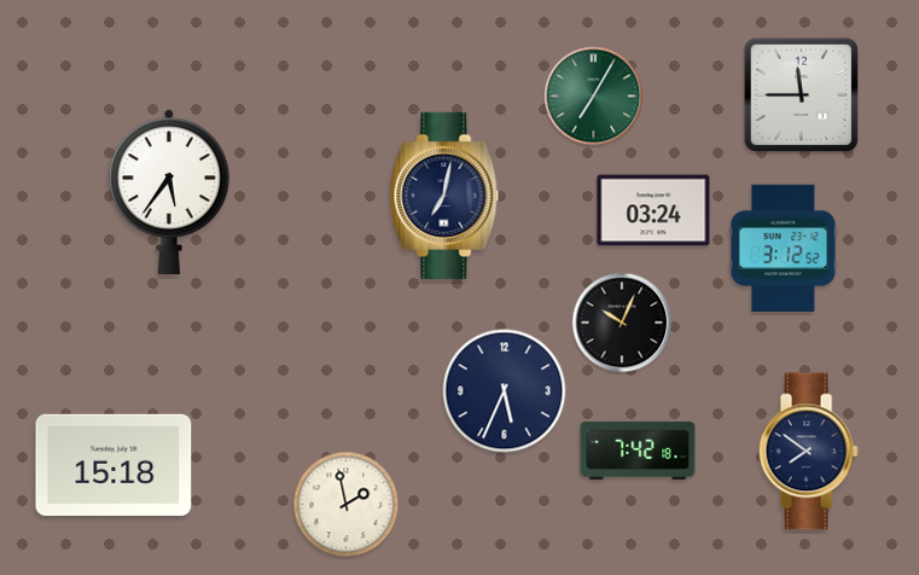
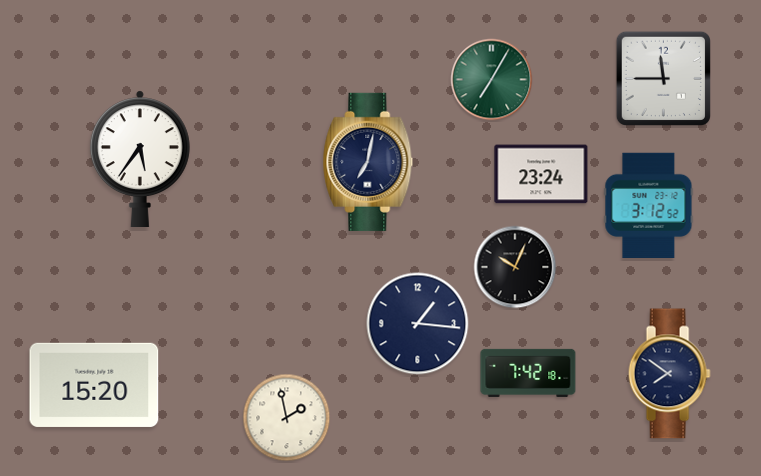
clock at (653, 210): 03:24 -> 23:24
clock at (505, 391): 5:34 -> 1:16
clock at (114, 465): 15:18 -> 15:20
